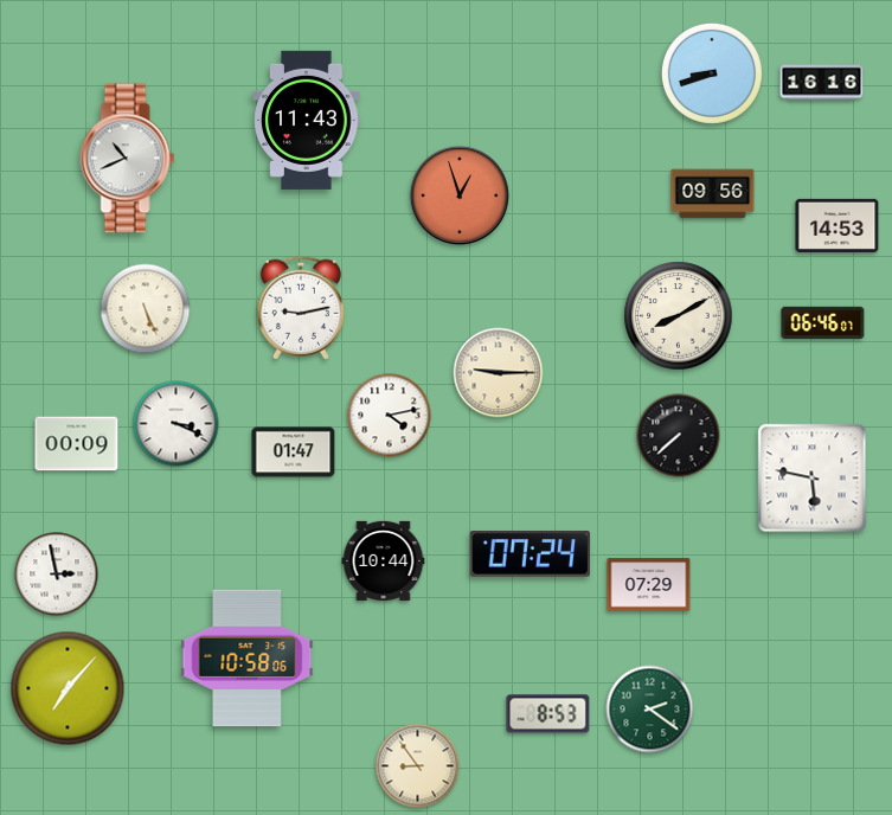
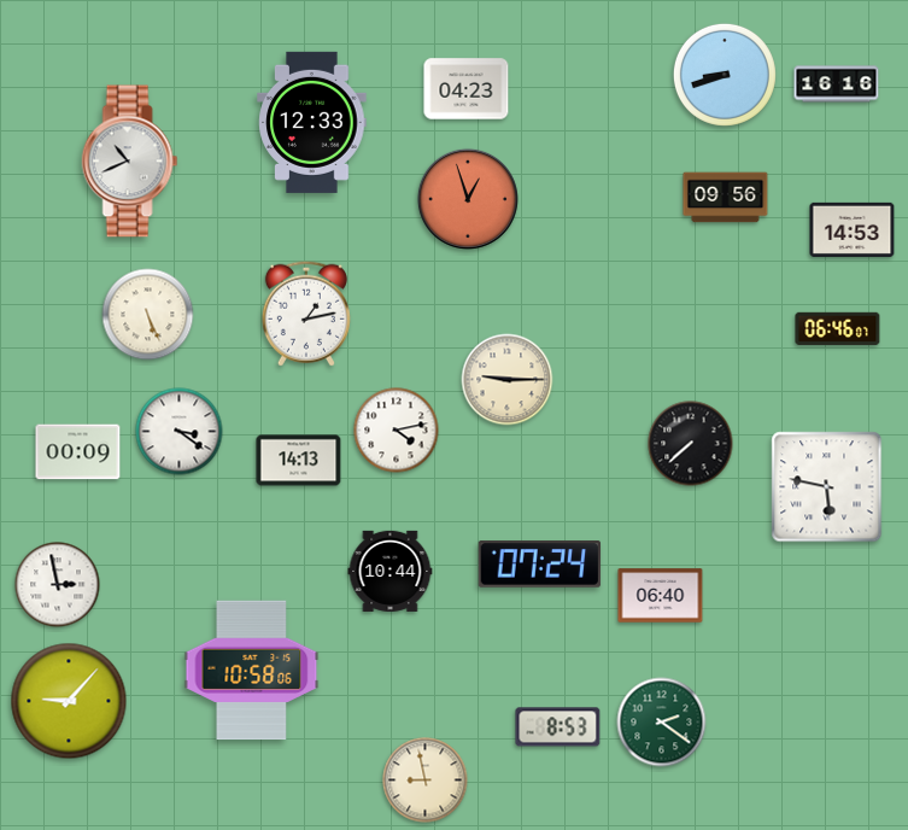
clock at (467, 89): none -> 04:23
clock at (307, 120): 11:43 -> 12:33
clock at (301, 308): 9:13 -> 1:13
clock at (679, 316): 8:10 -> none
clock at (390, 416) position: (390, 416) -> (397, 431)
clock at (177, 424): 3:19 -> 3:21
clock at (294, 453): 01:47 -> 14:13
clock at (649, 585): 07:29 -> 06:40
clock at (68, 688): 7:07 -> 9:07
clock at (418, 766): 8:54 -> 8:58
